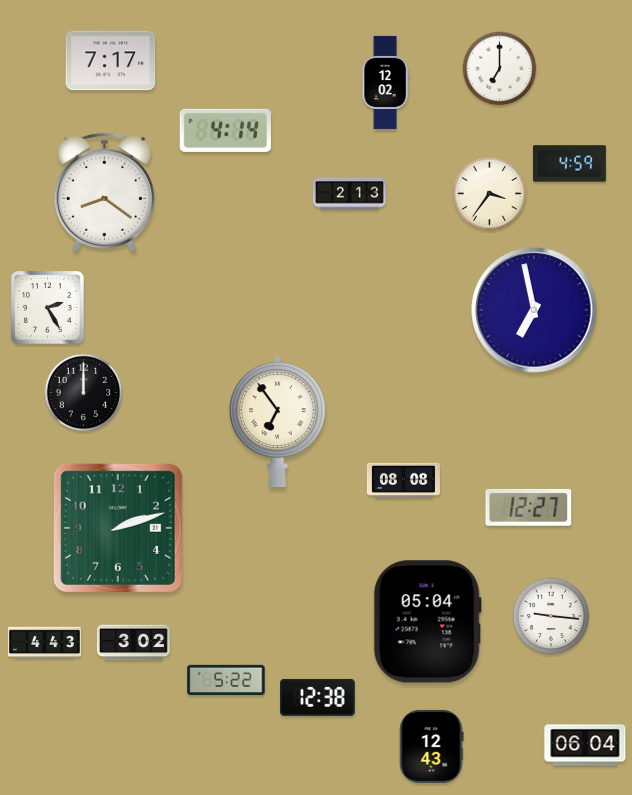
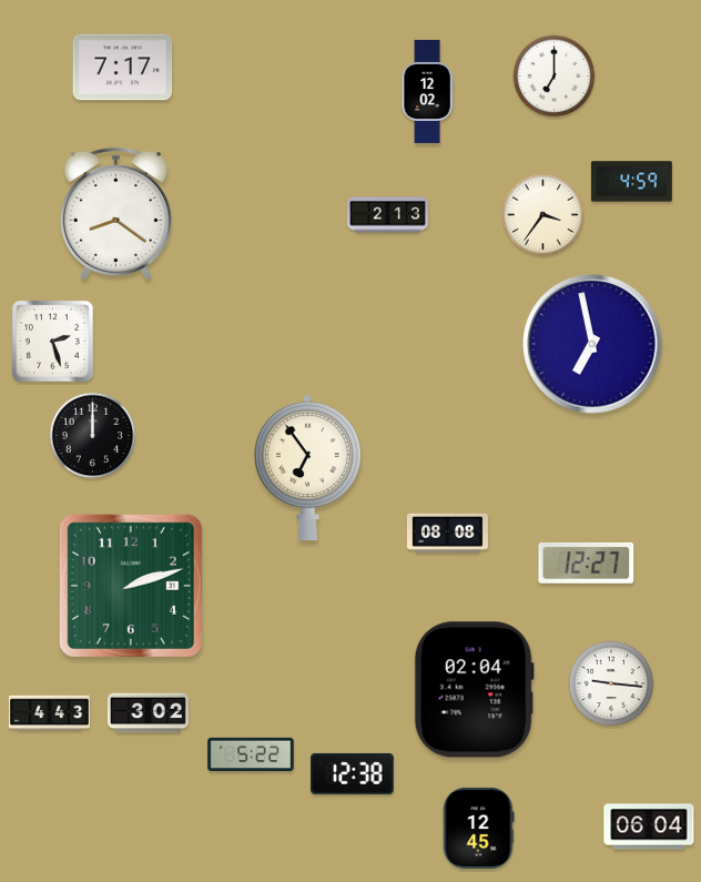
clock at (225, 130): 4:14 -> none
clock at (48, 308): 2:25 -> 2:27
clock at (427, 622): 05:04 -> 02:04
clock at (432, 746): 12:43 -> 12:45
